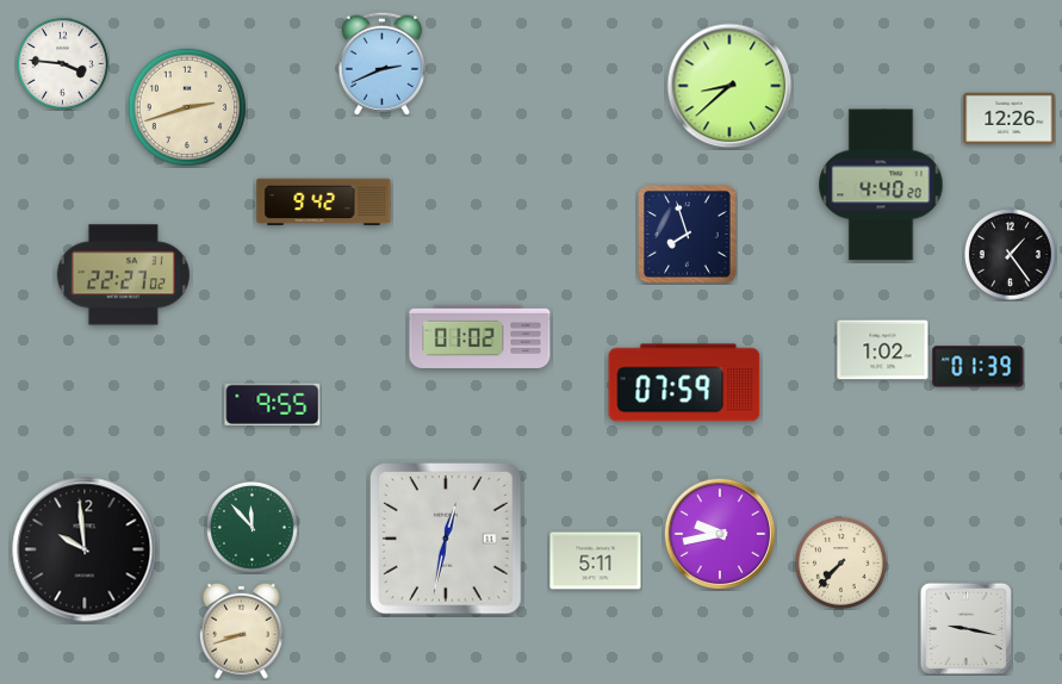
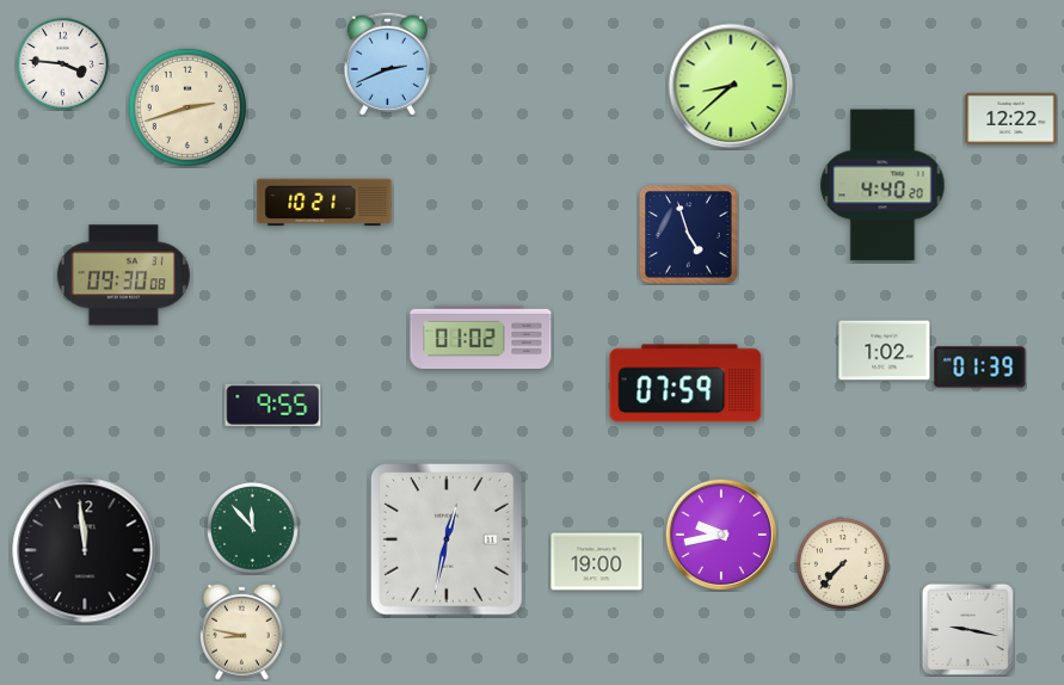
clock at (381, 63) position: (381, 63) -> (387, 63)
clock at (1010, 119): 12:26 -> 12:22
clock at (324, 203): 9:42 -> 10:21
clock at (688, 235): 7:57 -> 4:57
clock at (1010, 254): 1:24 -> none
clock at (123, 275): 22:27 -> 09:30
clock at (85, 549): 9:59 -> 11:59
clock at (596, 561): 5:11 -> 19:00
clock at (242, 630): 8:42 -> 8:47
